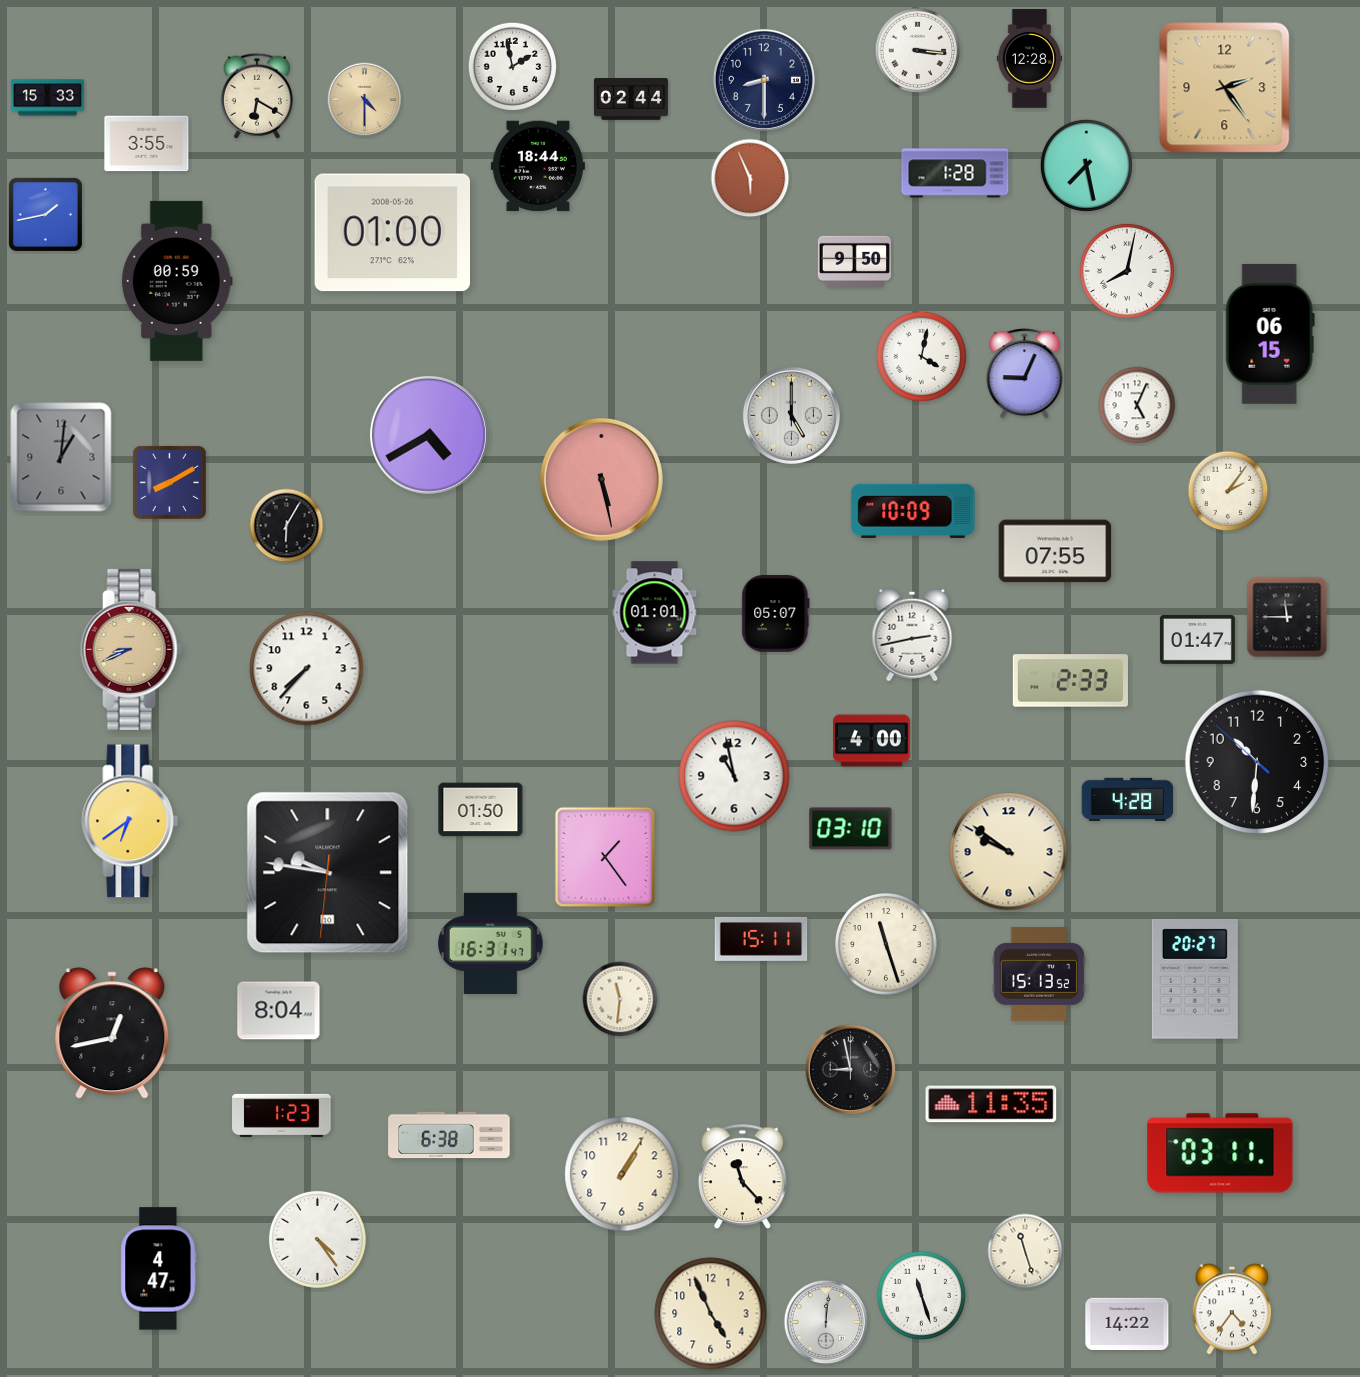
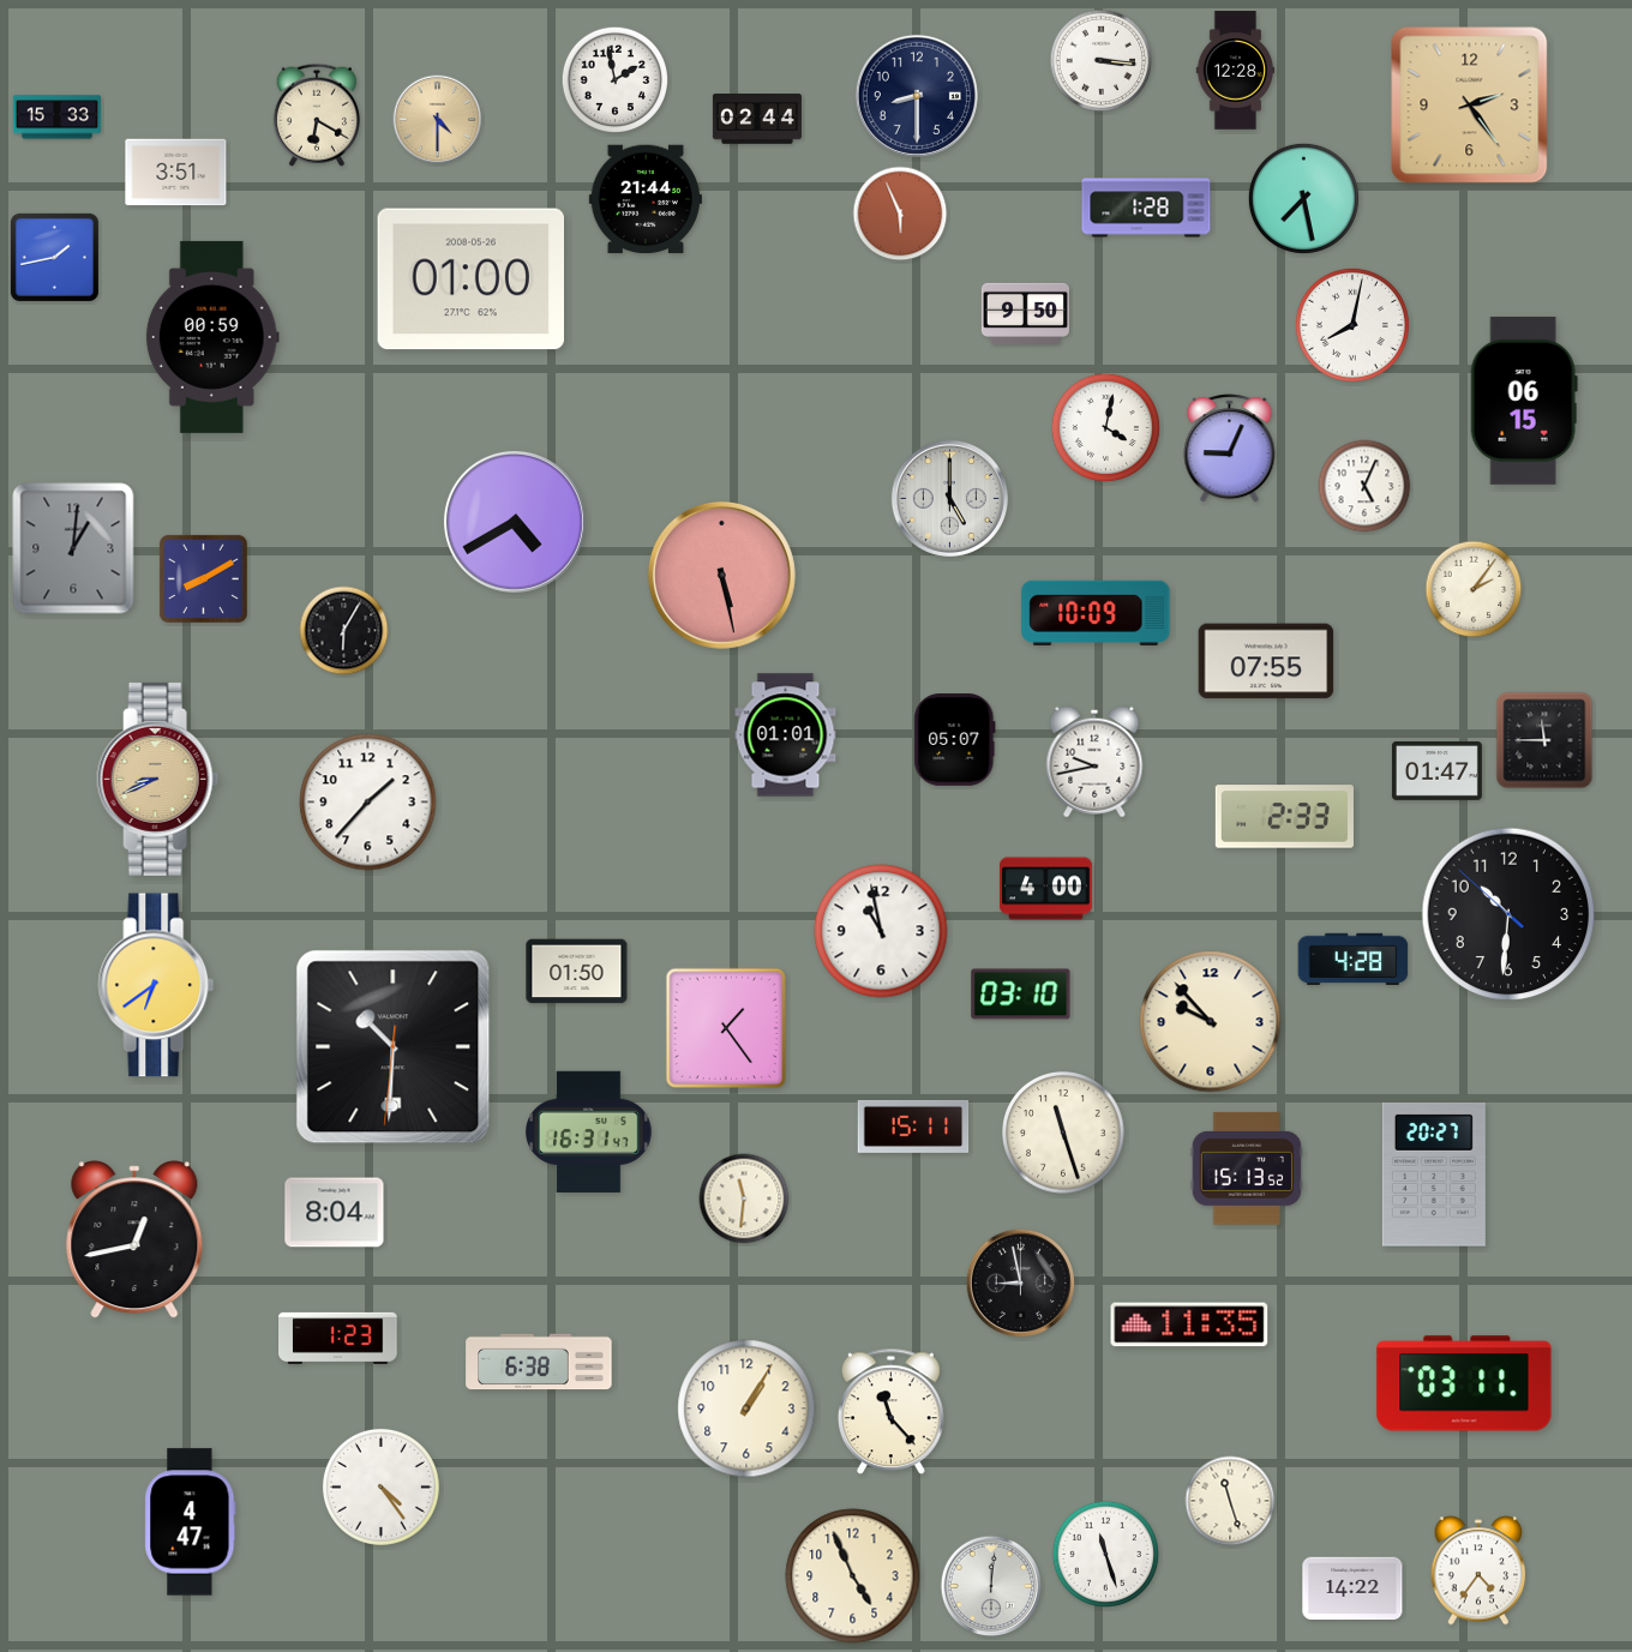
clock at (257, 96) position: (257, 96) -> (317, 115)
clock at (147, 144): 3:55 -> 3:51
clock at (538, 166): 18:44 -> 21:44
clock at (776, 614) position: (776, 614) -> (955, 740)
clock at (912, 635): 2:43 -> 9:43
clock at (1197, 639) position: (1197, 639) -> (1436, 770)
clock at (307, 669): 7:37 -> 1:37
clock at (1009, 852): 9:51 -> 9:53
clock at (328, 873): 9:46 -> 10:30
